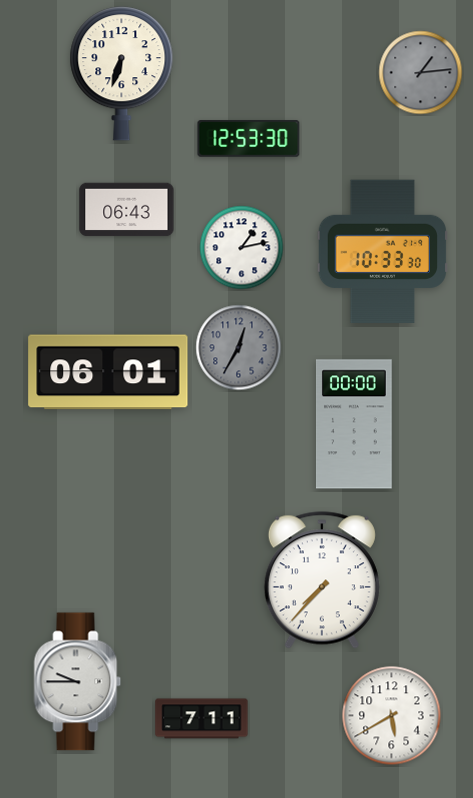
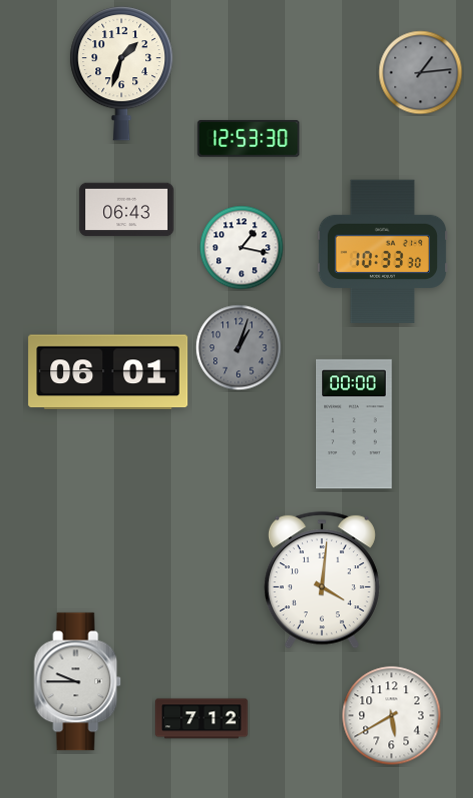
clock at (122, 74): 6:33 -> 1:33
clock at (242, 248): 1:13 -> 1:17
clock at (239, 348): 12:35 -> 1:03
clock at (322, 580): 7:37 -> 4:01
clock at (202, 719): 7:11 -> 7:12
